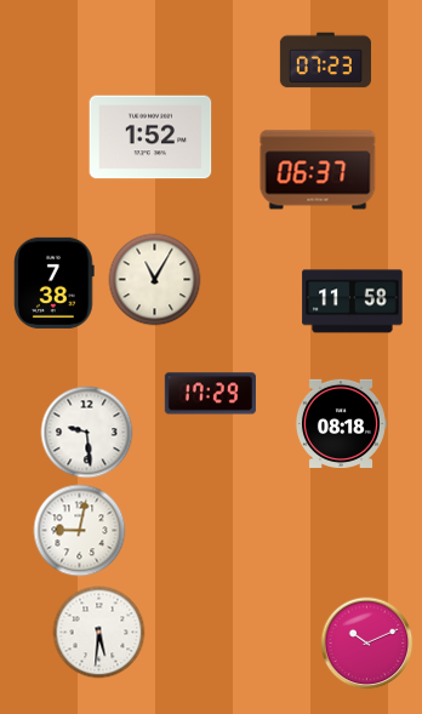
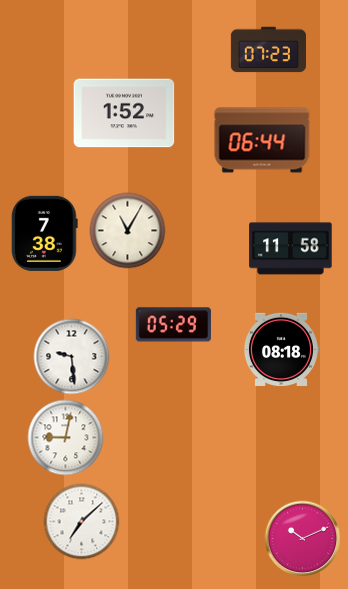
clock at (318, 170): 06:37 -> 06:44
clock at (210, 394): 17:29 -> 05:29
clock at (99, 633): 5:31 -> 7:08
clock at (367, 644) position: (367, 644) -> (303, 539)
